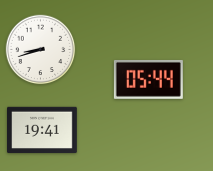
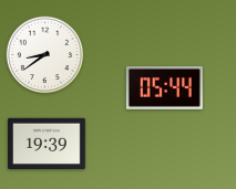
clock at (41, 50): 8:42 -> 8:39
clock at (43, 130): 19:41 -> 19:39
